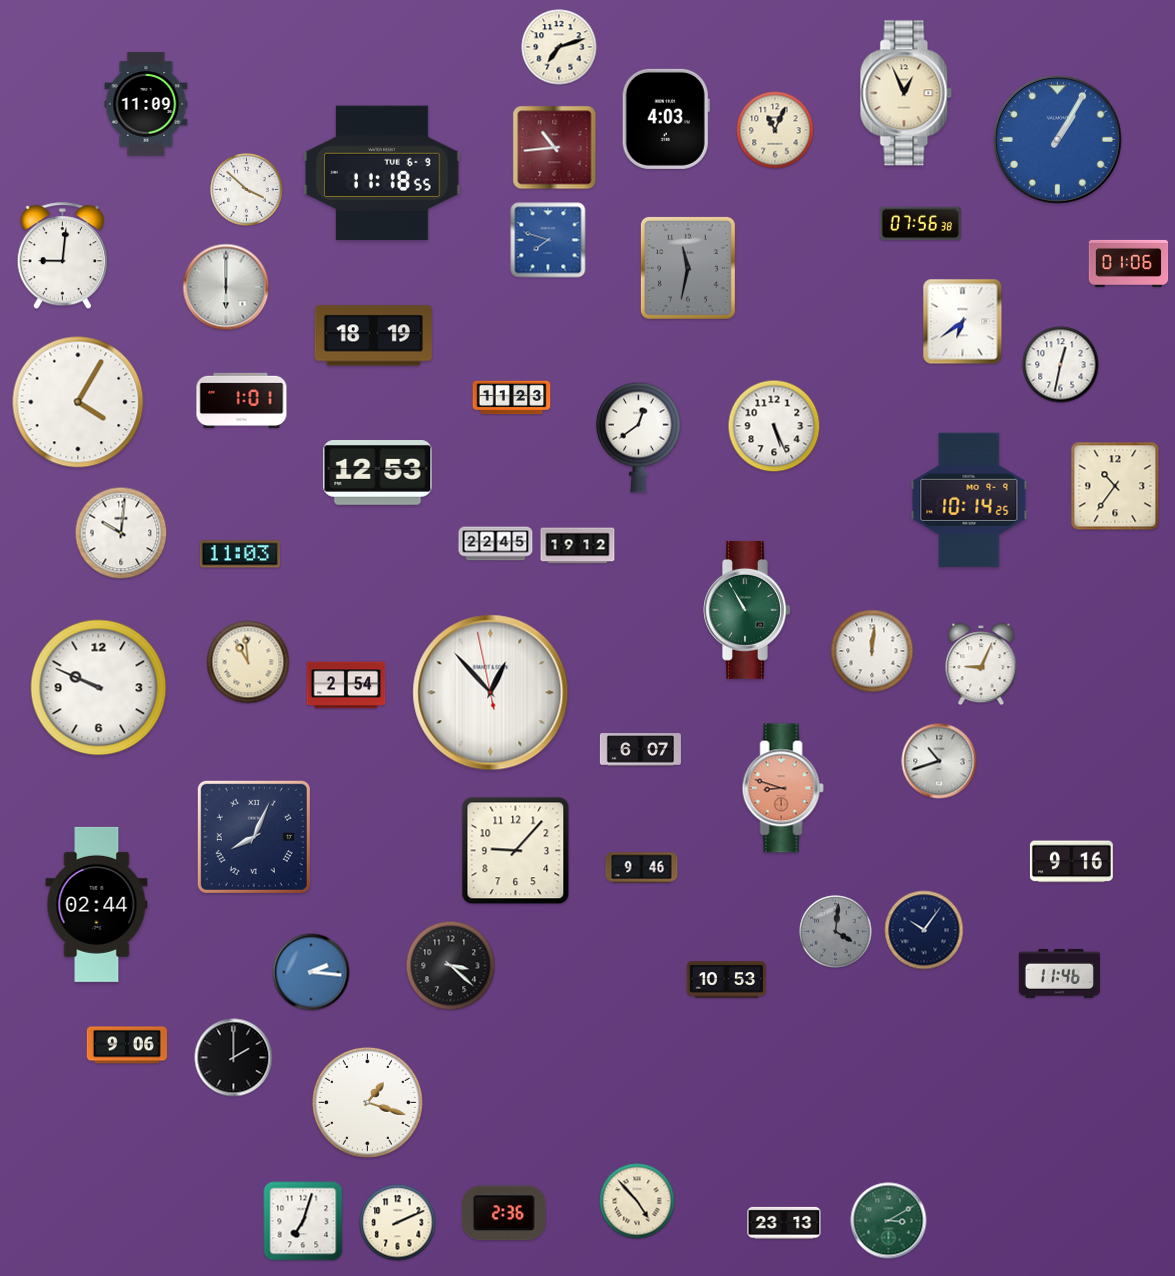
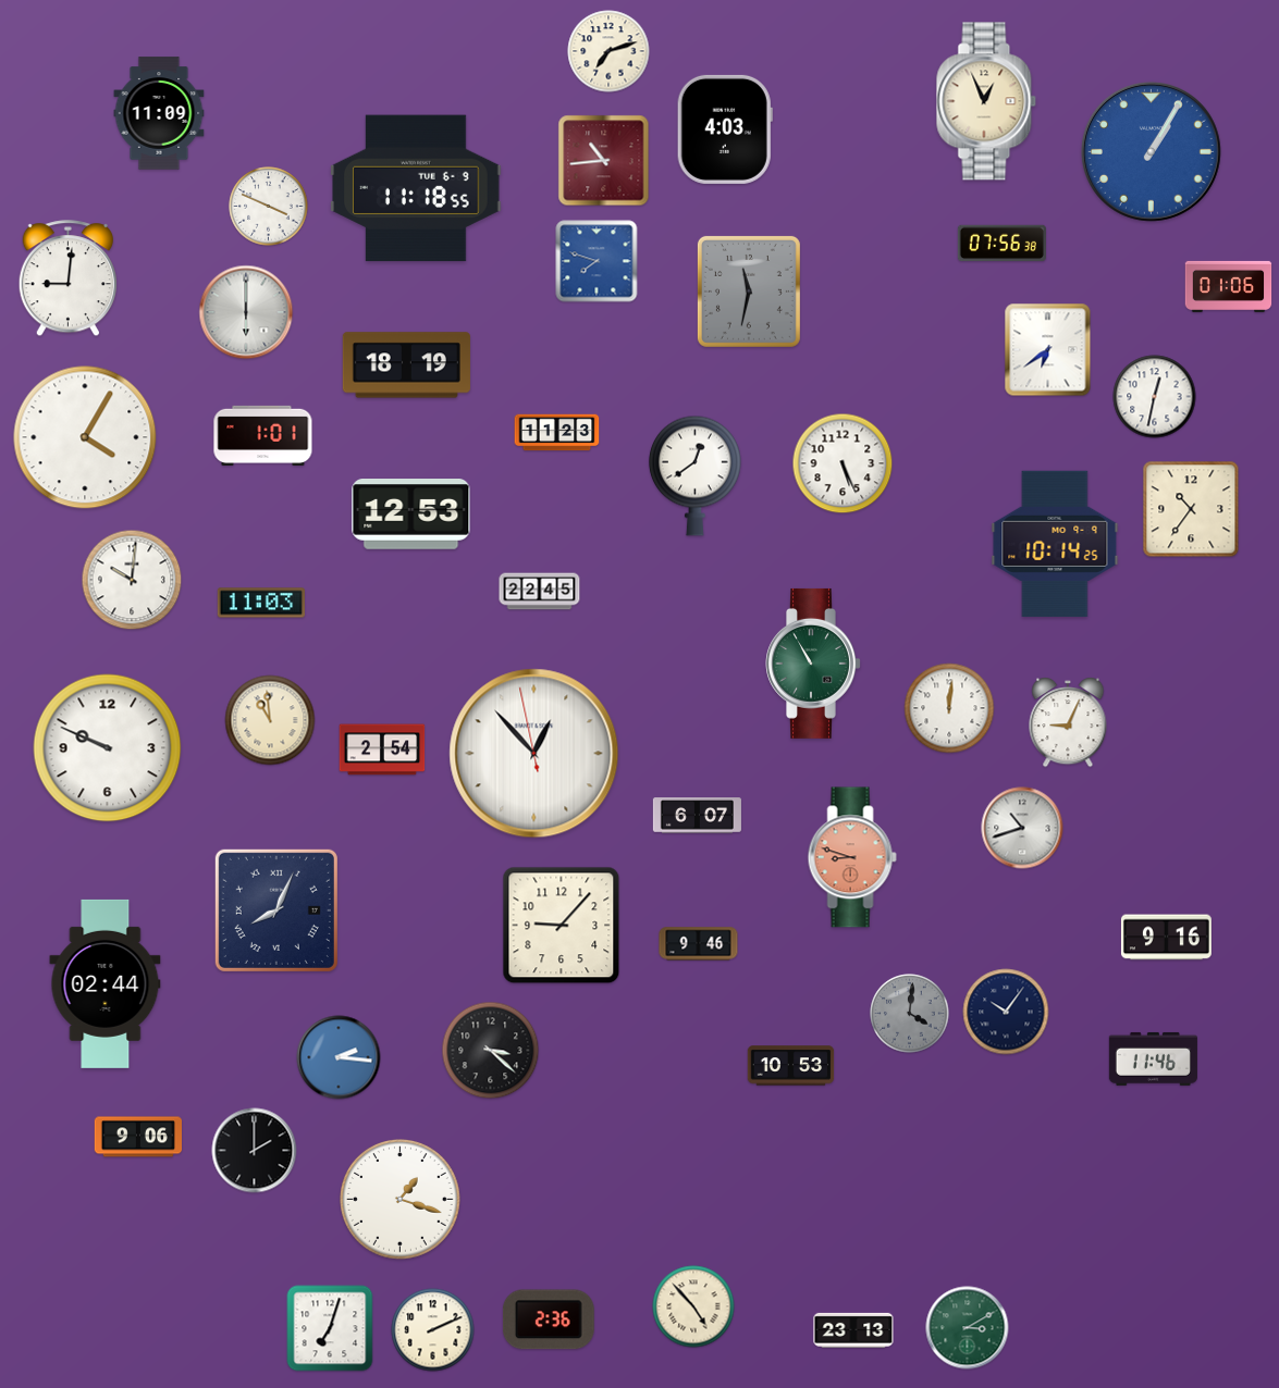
clock at (775, 130): 11:04 -> none
clock at (247, 190): 3:52 -> 3:49
clock at (1115, 486) position: (1115, 486) -> (1191, 509)
clock at (578, 546): 19:12 -> none
clock at (346, 685) position: (346, 685) -> (382, 749)
